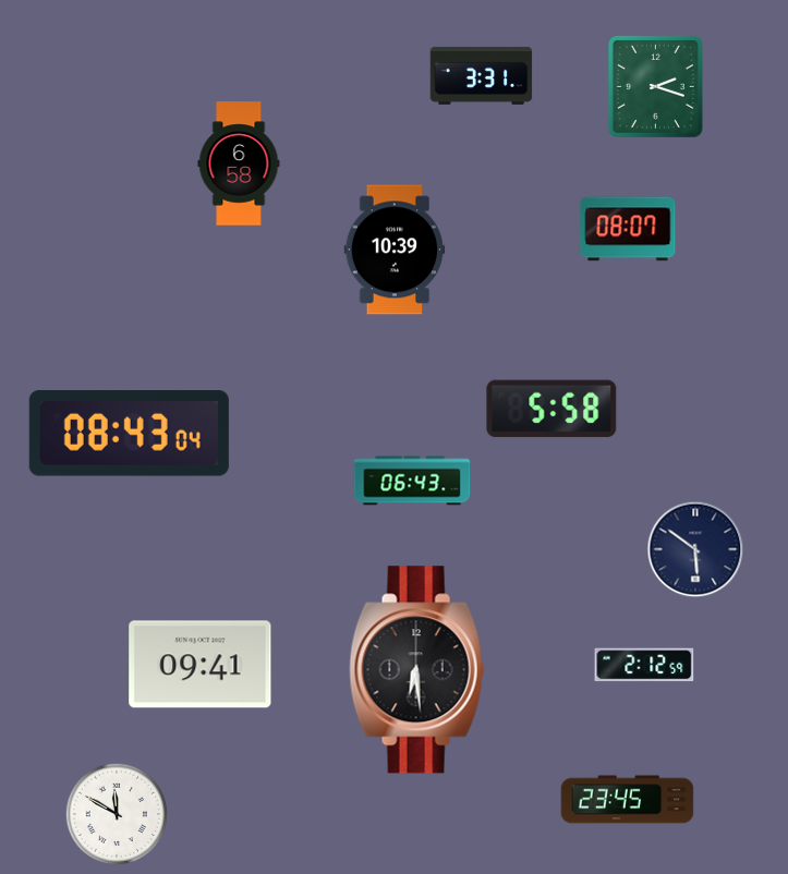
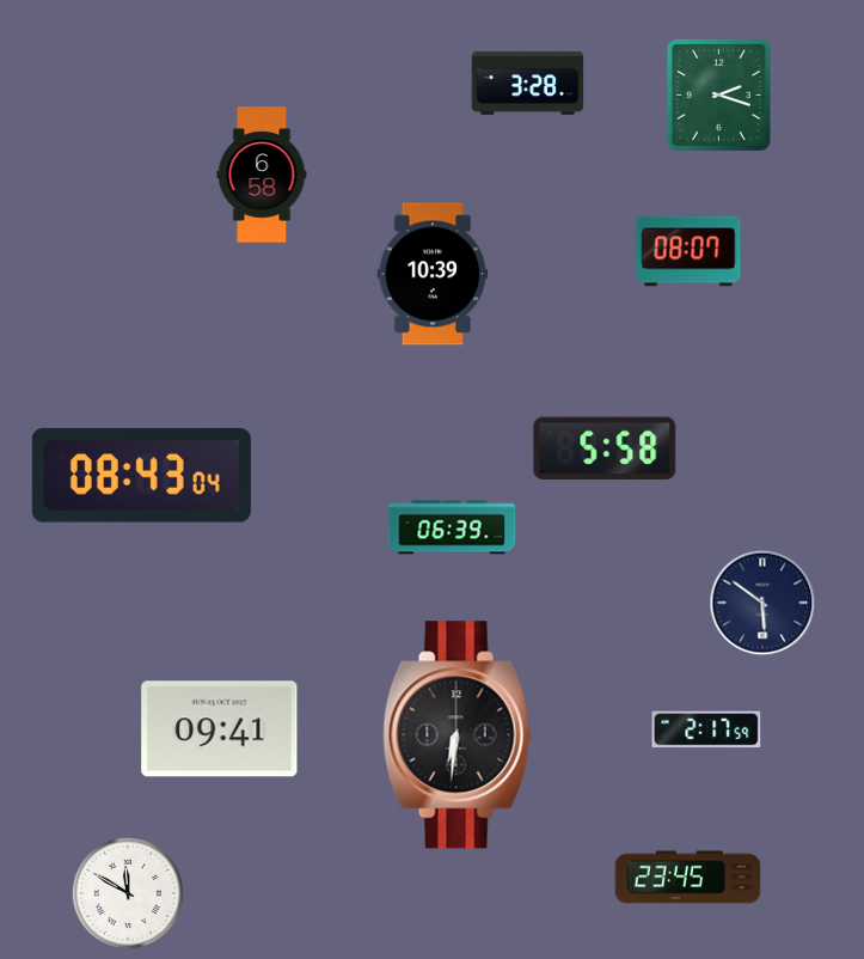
clock at (482, 75): 3:31 -> 3:28
clock at (239, 163) position: (239, 163) -> (262, 175)
clock at (412, 481): 06:43 -> 06:39
clock at (644, 665): 2:12 -> 2:17
clock at (417, 670): 6:29 -> 6:31
